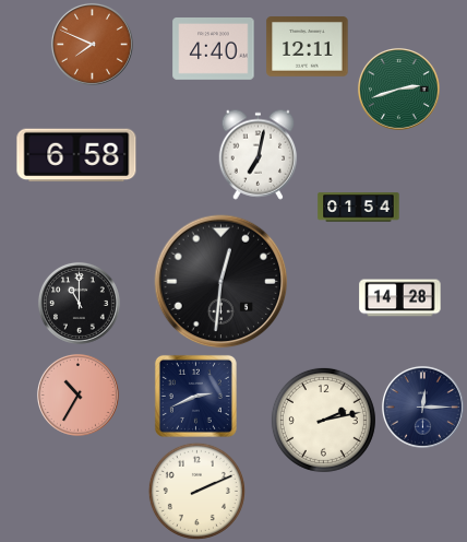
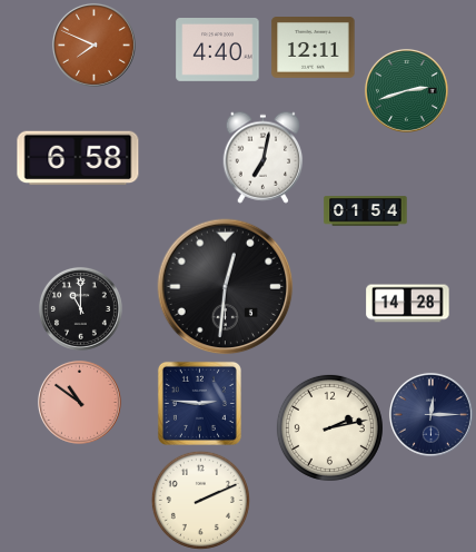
clock at (77, 394): 10:35 -> 10:51
clock at (195, 396): 2:41 -> 2:46
